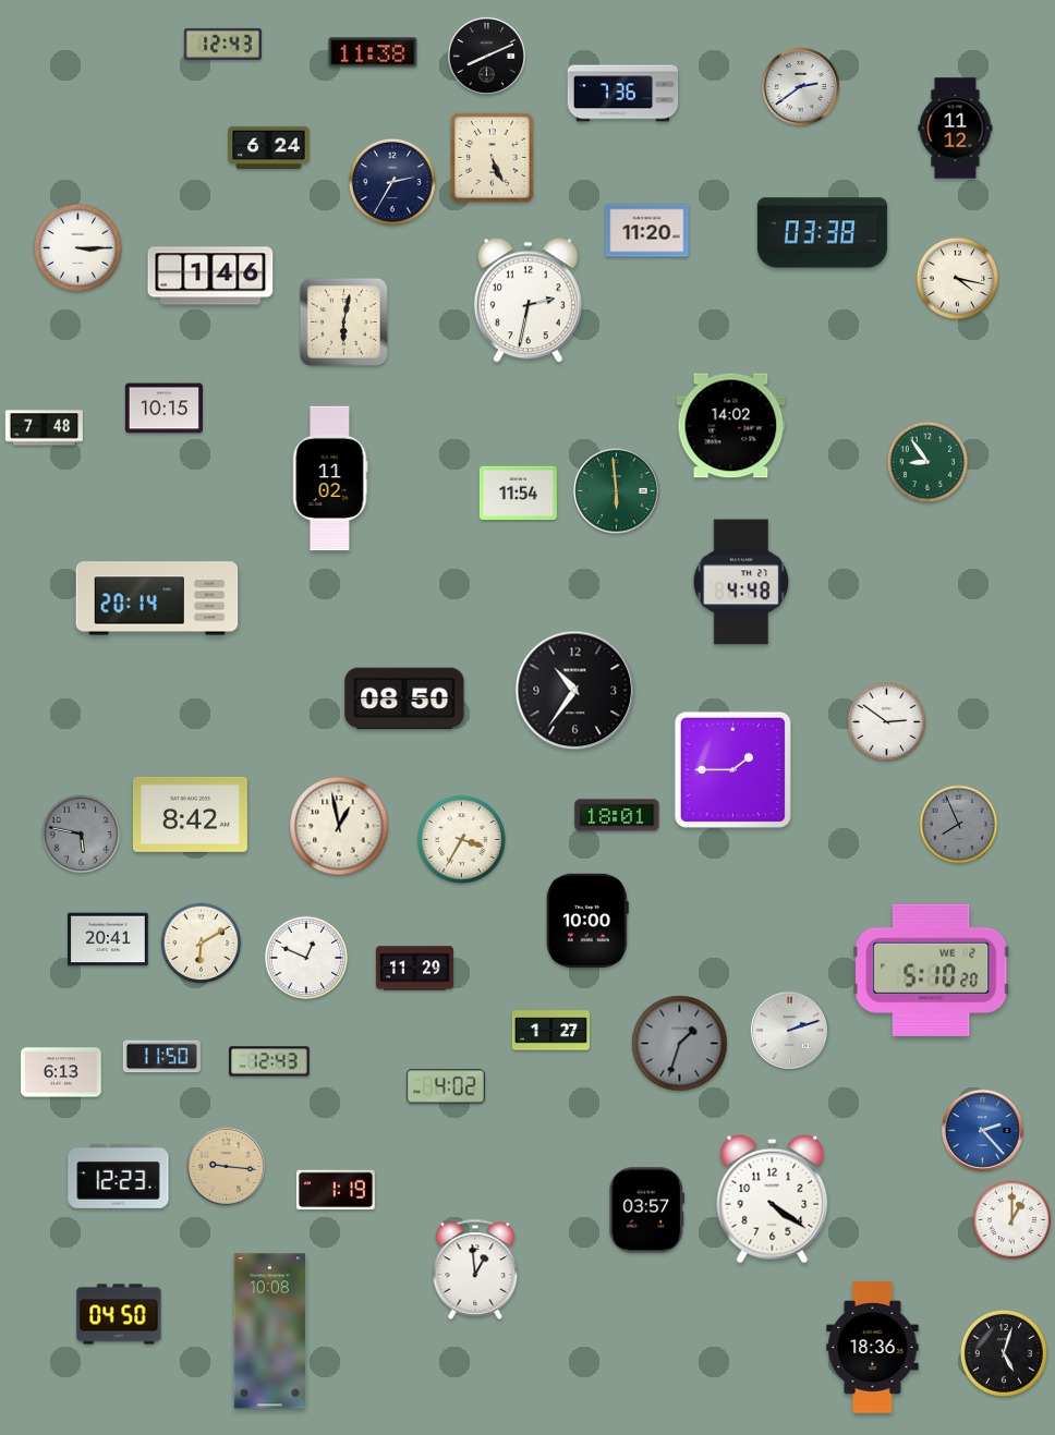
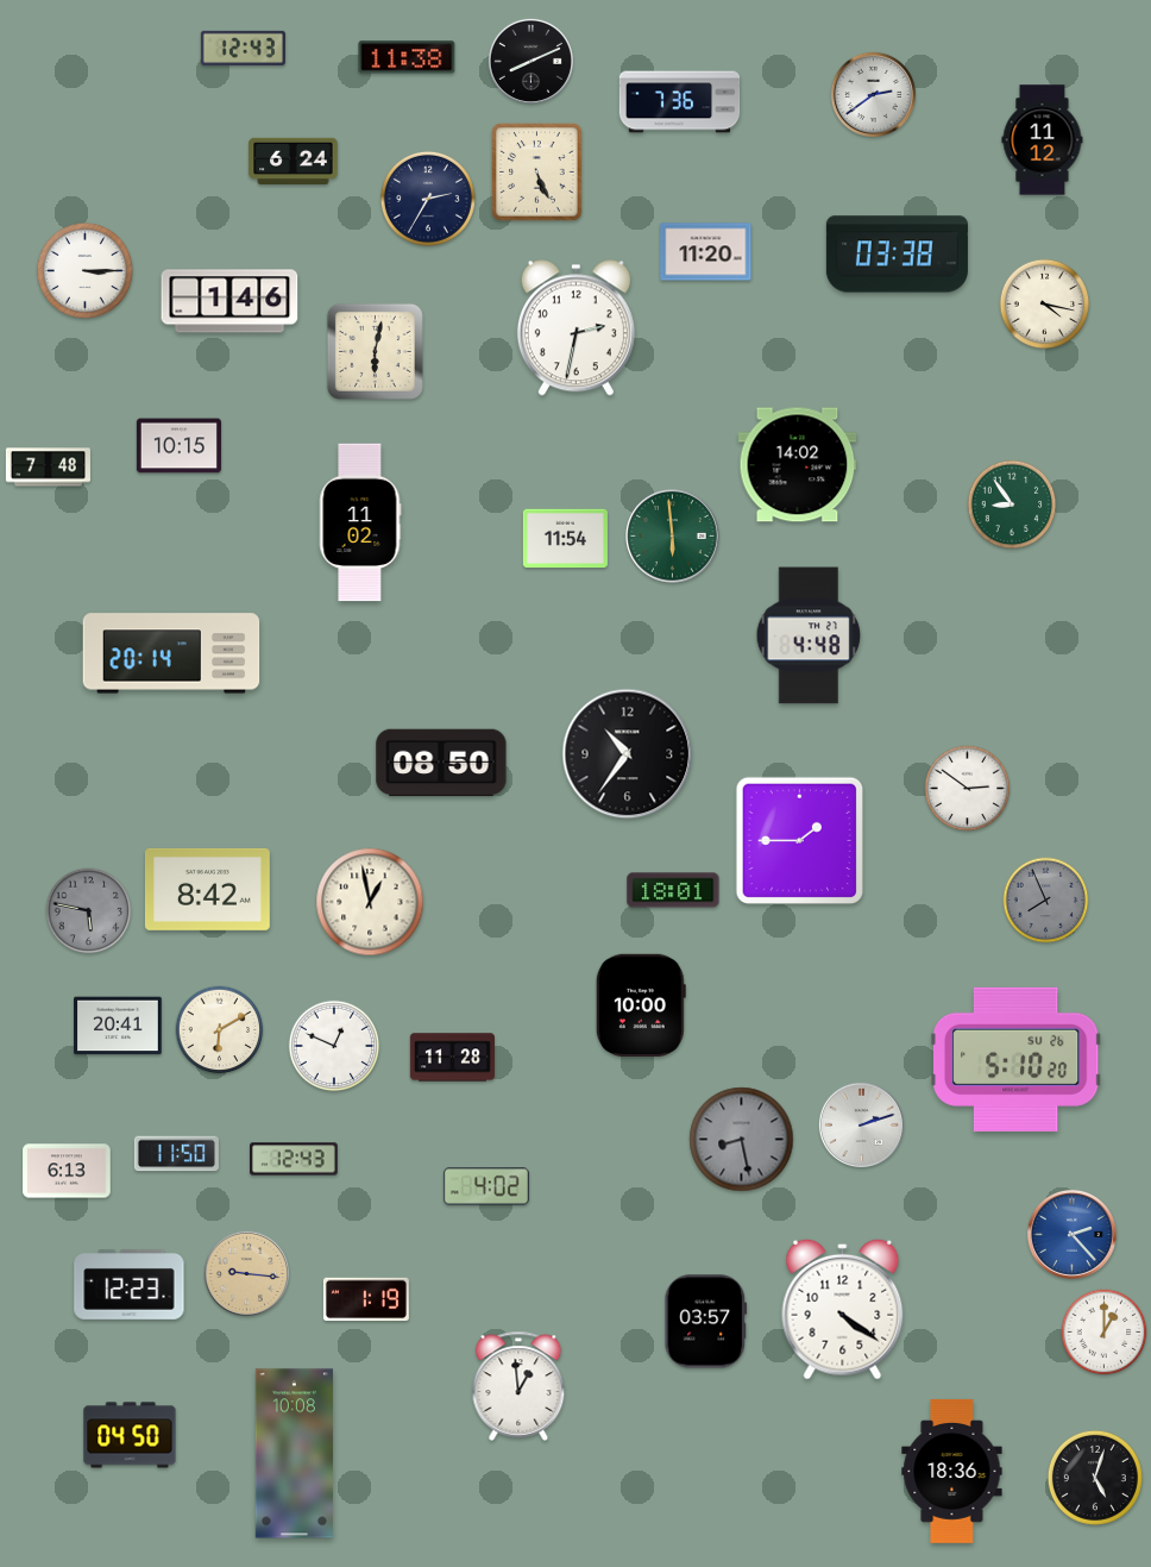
clock at (461, 839): 3:35 -> none
clock at (414, 969): 11:29 -> 11:28
clock at (931, 970) date: WE 2 -> SU 26
clock at (550, 1031): 1:27 -> none
clock at (680, 1044): 1:33 -> 8:28
